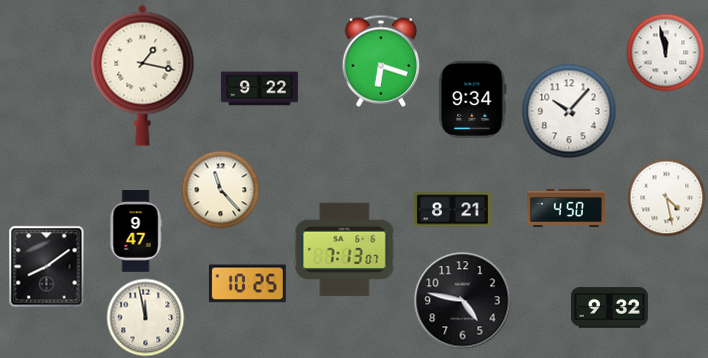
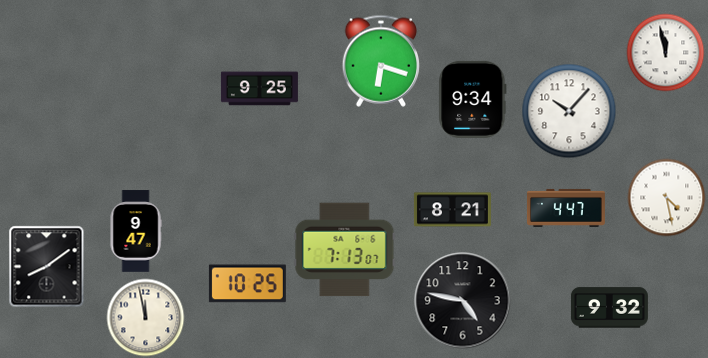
clock at (143, 75): 1:17 -> none
clock at (259, 89): 9:22 -> 9:25
clock at (220, 189): 11:23 -> none
clock at (566, 208): 4:50 -> 4:47
